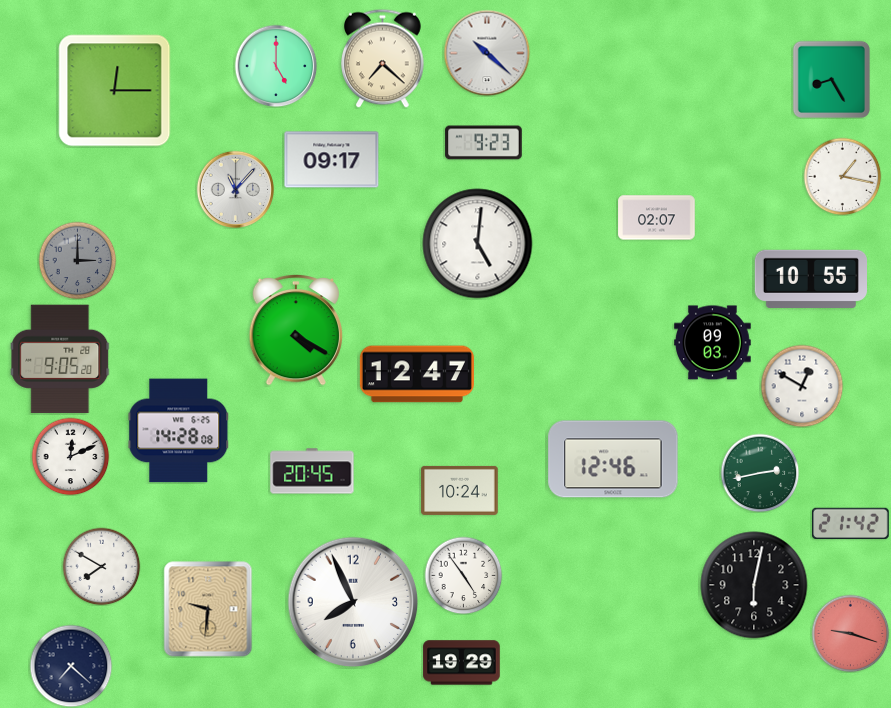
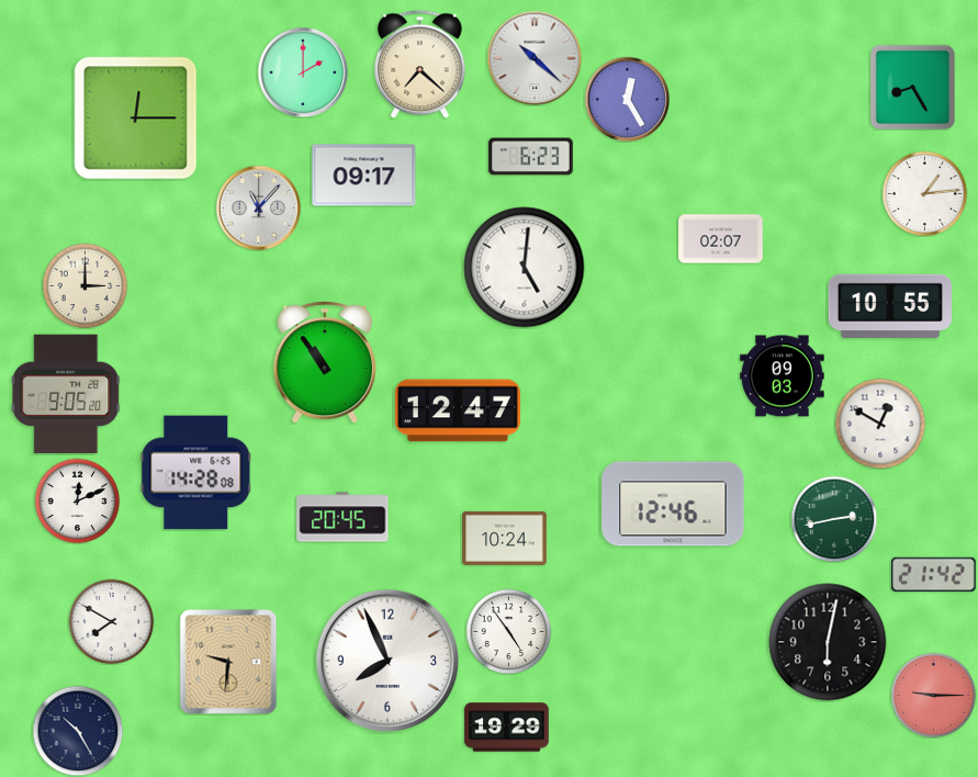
clock at (276, 66): 5:00 -> 2:00
clock at (627, 99): none -> 12:25
clock at (115, 91) position: (115, 91) -> (136, 119)
clock at (484, 143): 9:23 -> 6:23
clock at (842, 176): 1:17 -> 1:14
clock at (77, 260) dial: grey -> cream
clock at (295, 330): 4:20 -> 10:54
clock at (208, 609) position: (208, 609) -> (228, 662)
clock at (850, 633): 9:18 -> 9:15
clock at (71, 666): 7:22 -> 10:25
